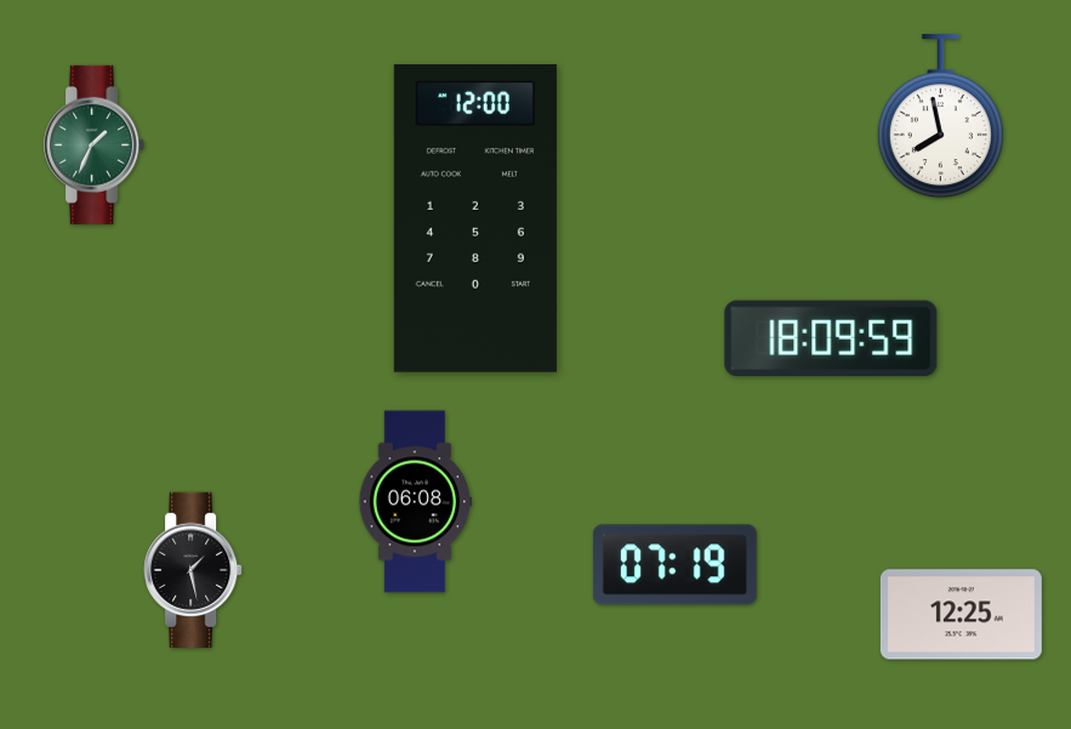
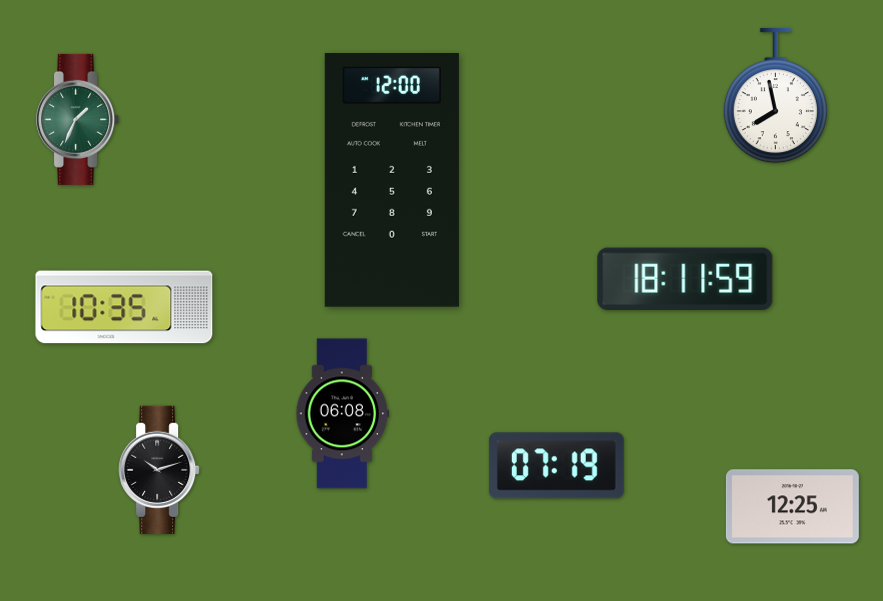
clock at (831, 338): 18:09 -> 18:11
clock at (124, 307): none -> 10:35
clock at (193, 569): 1:28 -> 10:12
